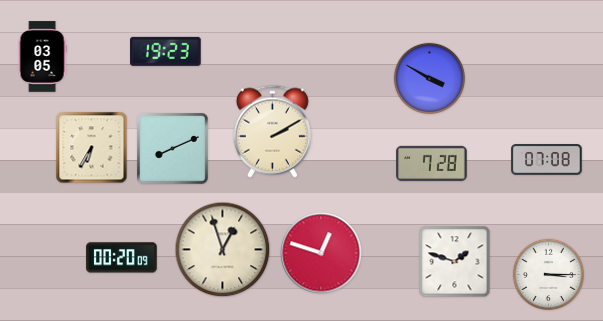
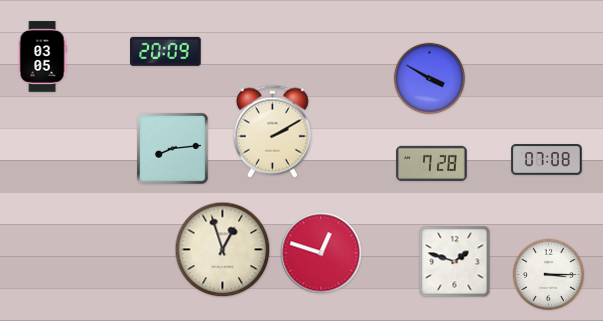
clock at (166, 51): 19:23 -> 20:09
clock at (92, 148): 6:35 -> none
clock at (173, 149): 8:11 -> 8:14
clock at (122, 258): 00:20 -> none
